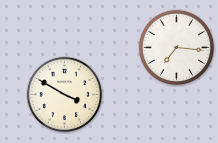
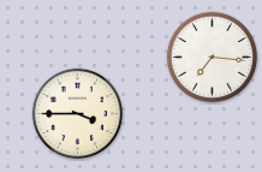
clock at (65, 95): 3:50 -> 3:45
